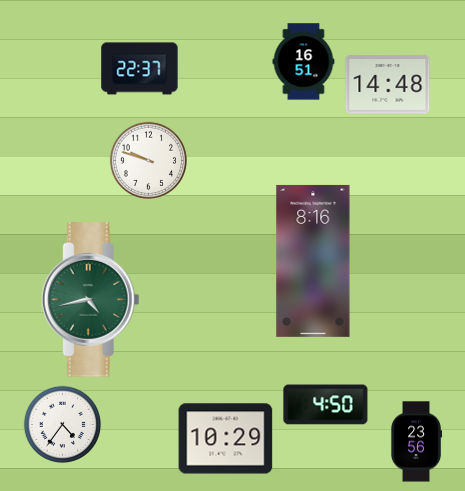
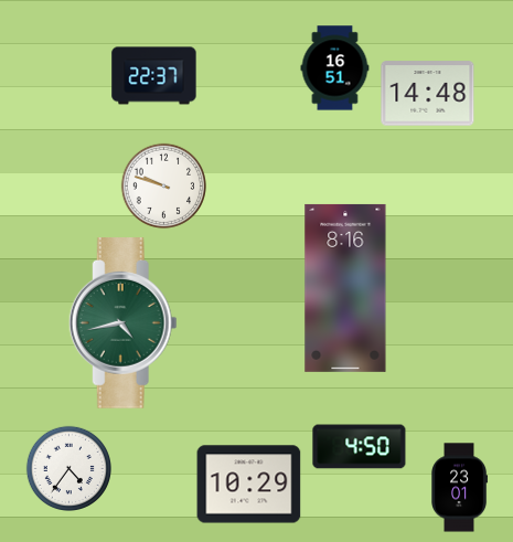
clock at (148, 160) position: (148, 160) -> (163, 185)
clock at (90, 300) position: (90, 300) -> (122, 323)
clock at (417, 442): 23:56 -> 23:01
